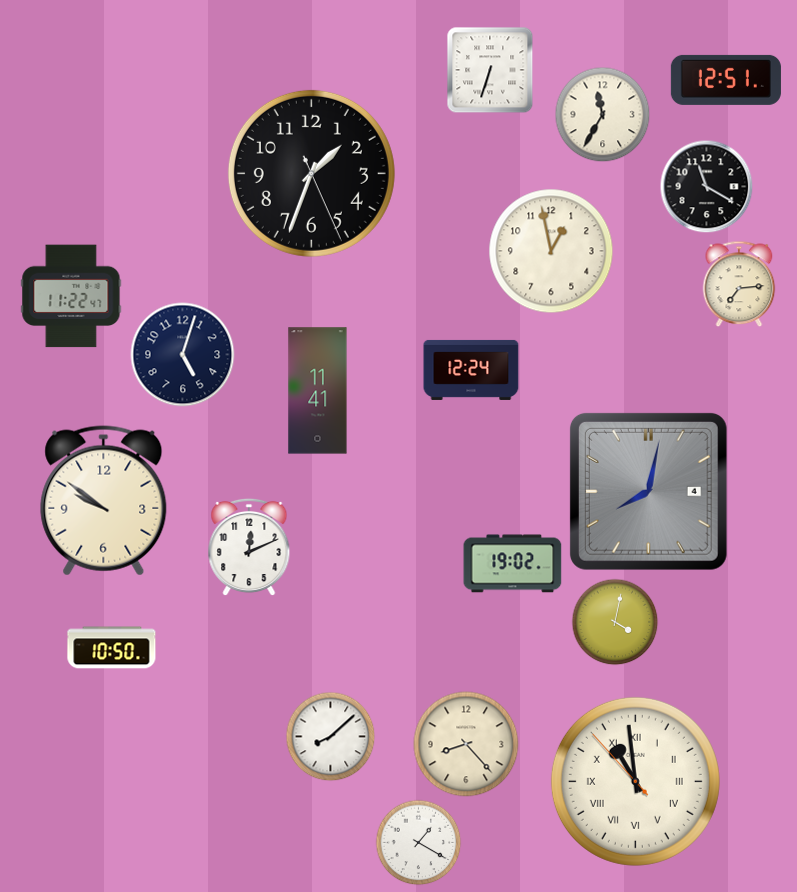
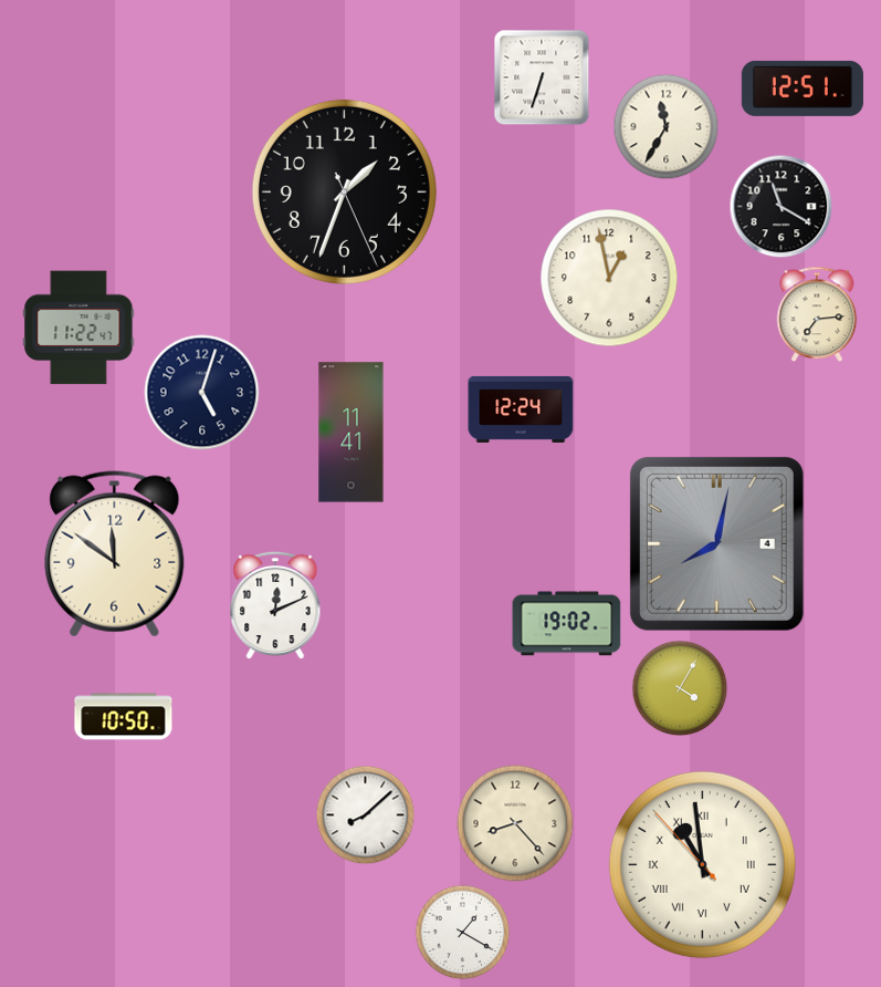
clock at (104, 501): 9:51 -> 11:51
clock at (615, 622): 4:02 -> 4:05
